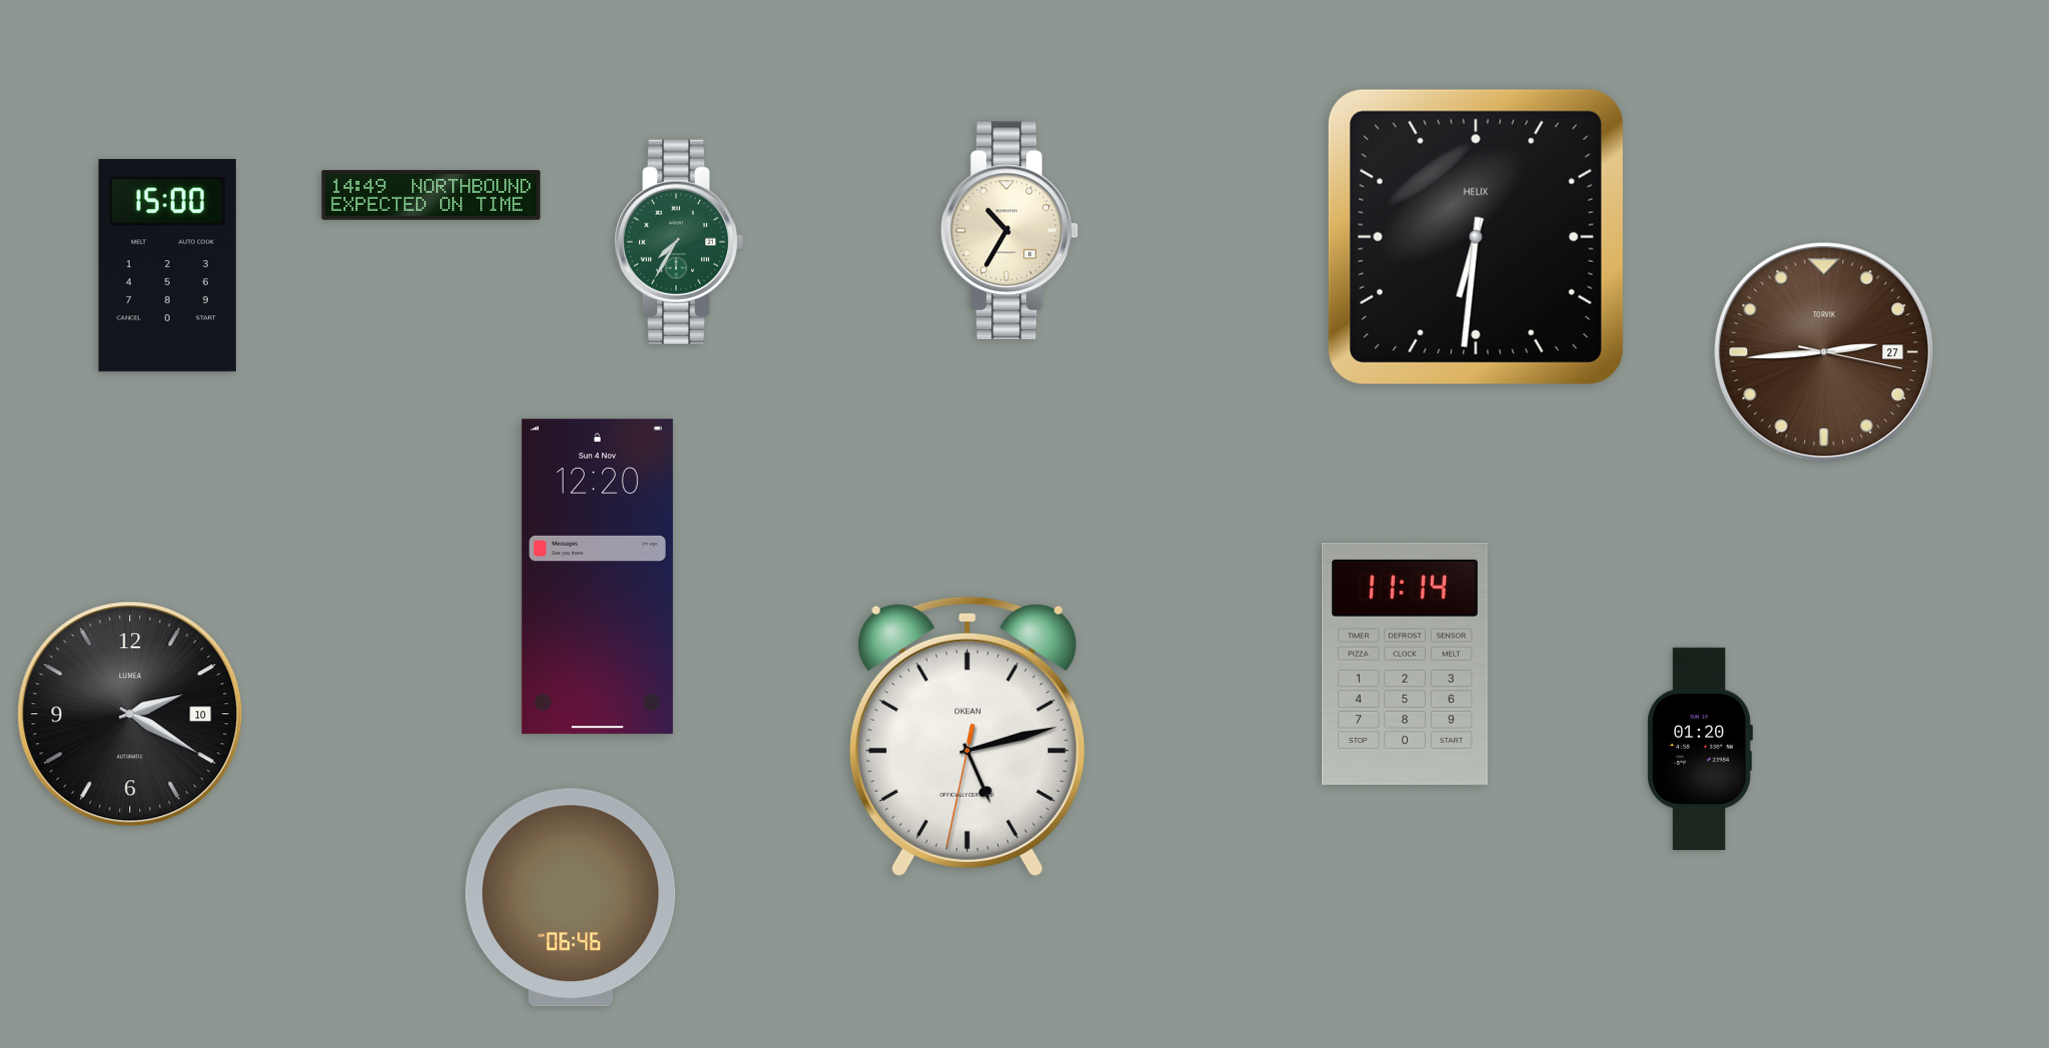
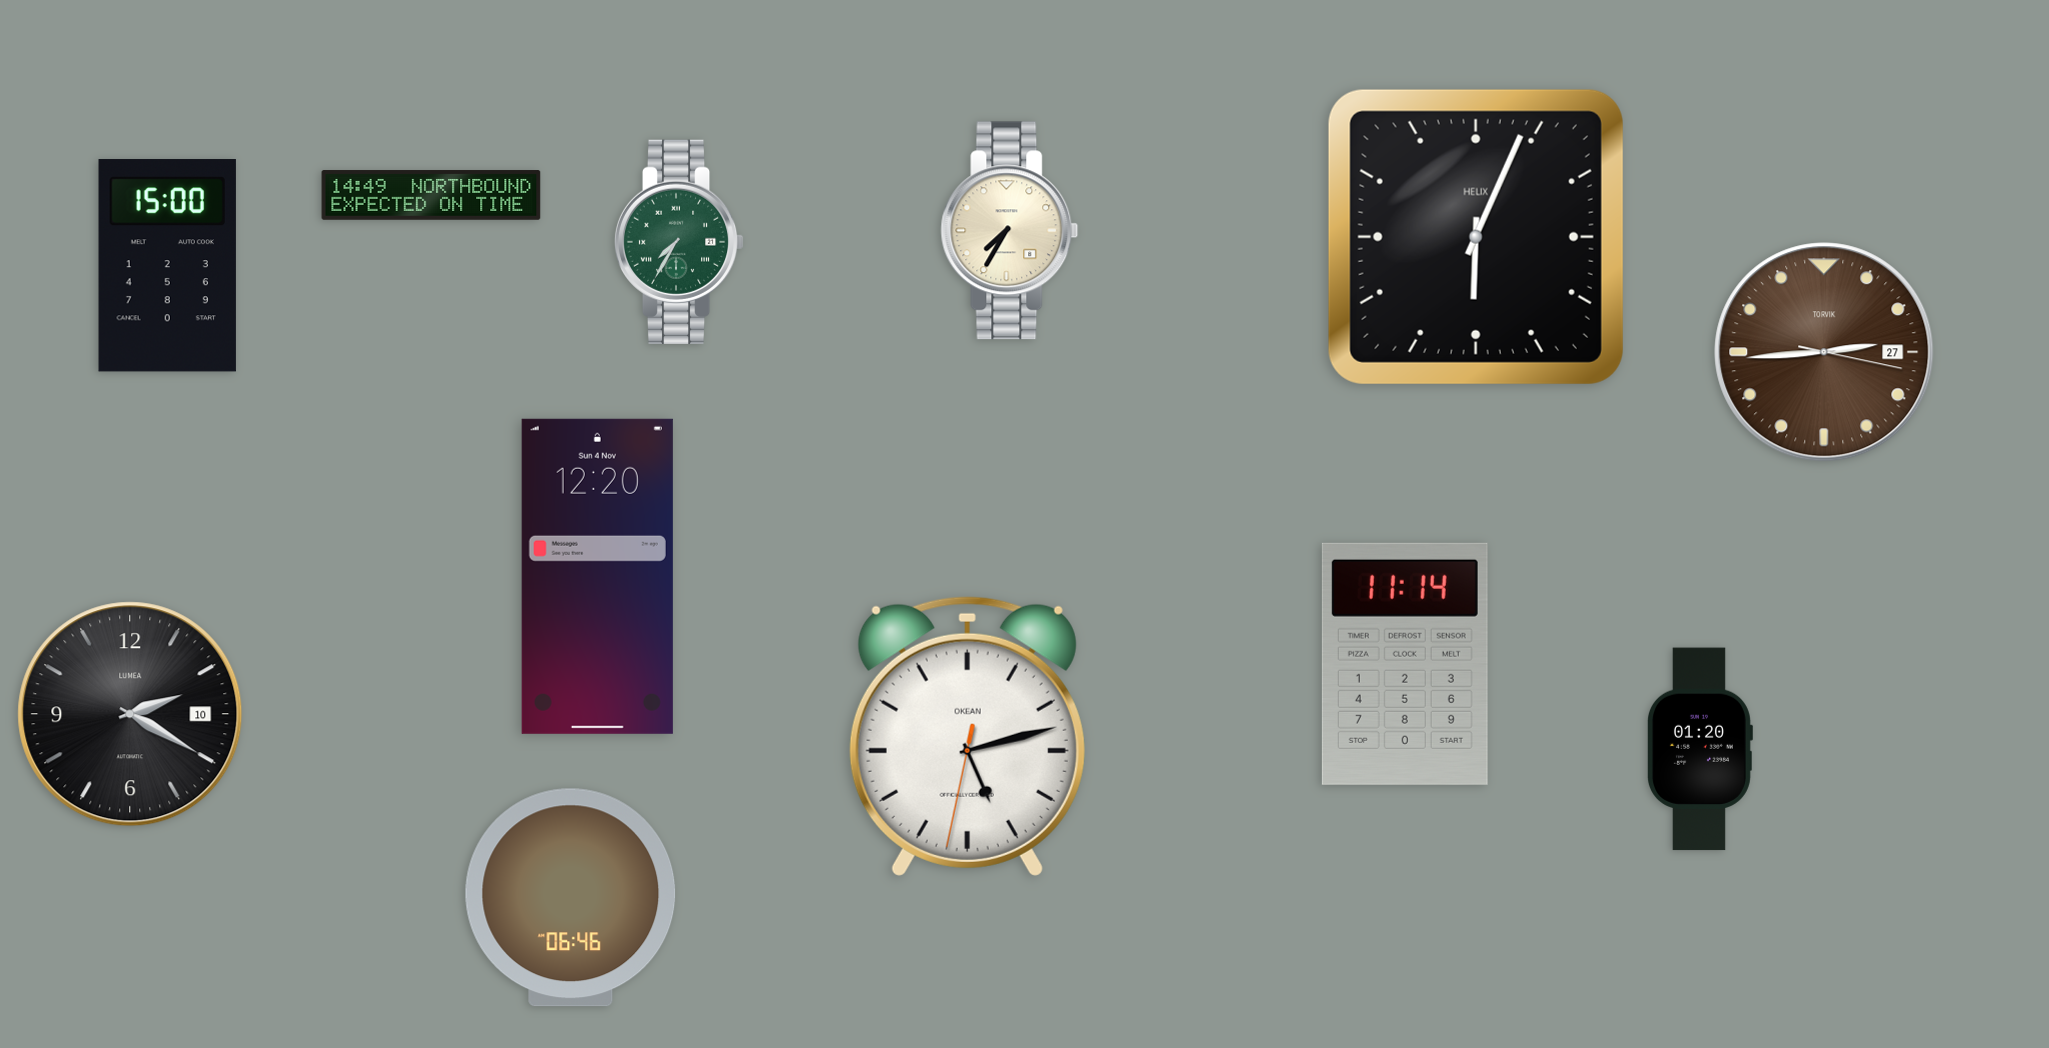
clock at (1010, 231): 10:35 -> 7:35
clock at (1476, 237): 6:31 -> 6:04
